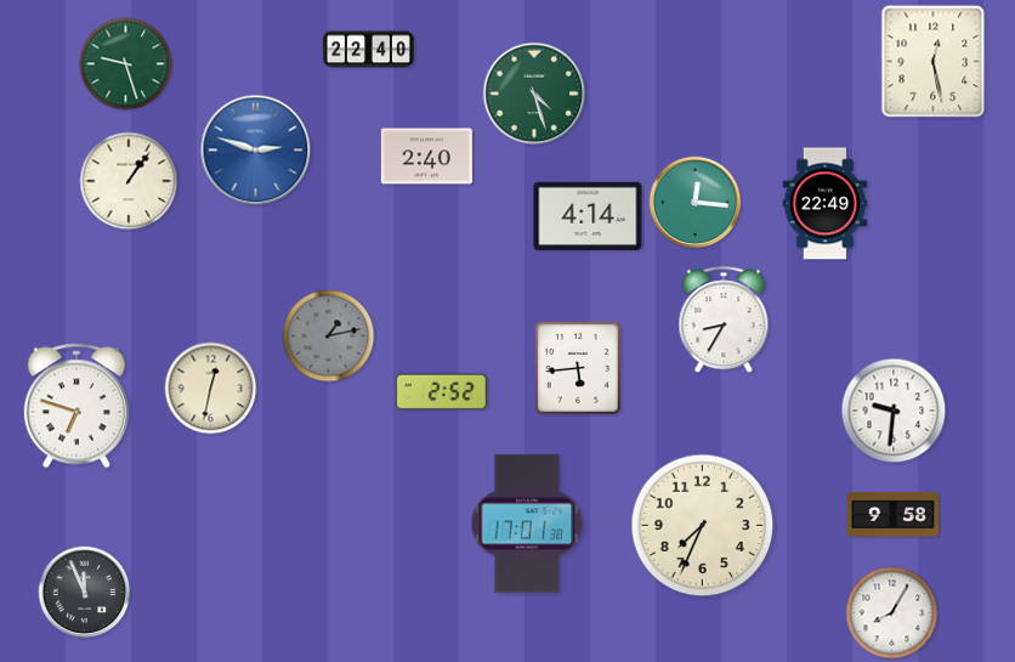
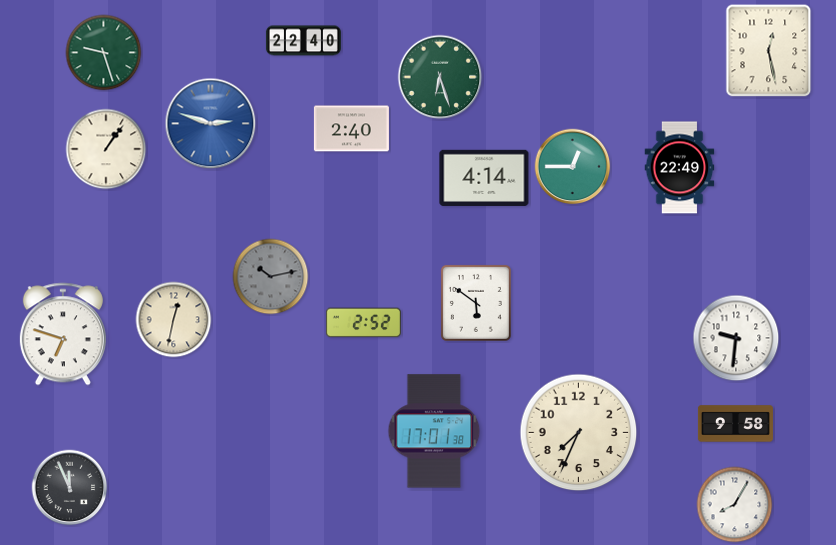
clock at (534, 94): 4:27 -> 6:27
clock at (696, 203): 12:16 -> 12:45
clock at (724, 321): 8:35 -> none
clock at (329, 336): 1:13 -> 10:13
clock at (578, 368): 5:44 -> 5:51
